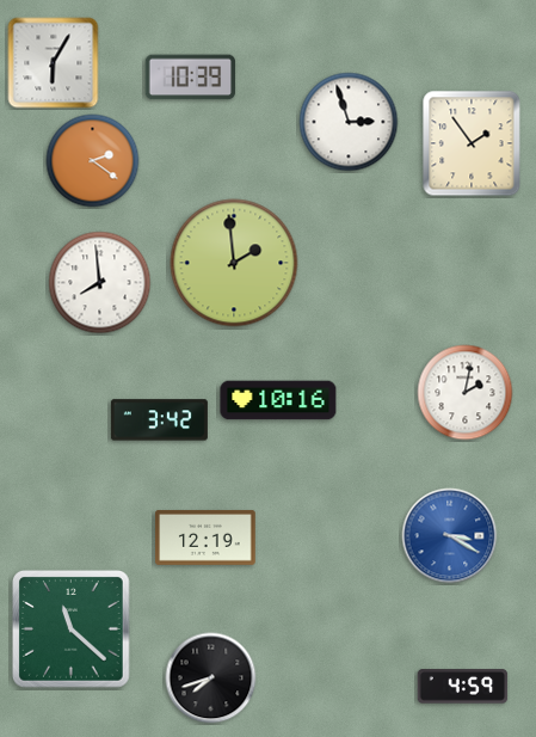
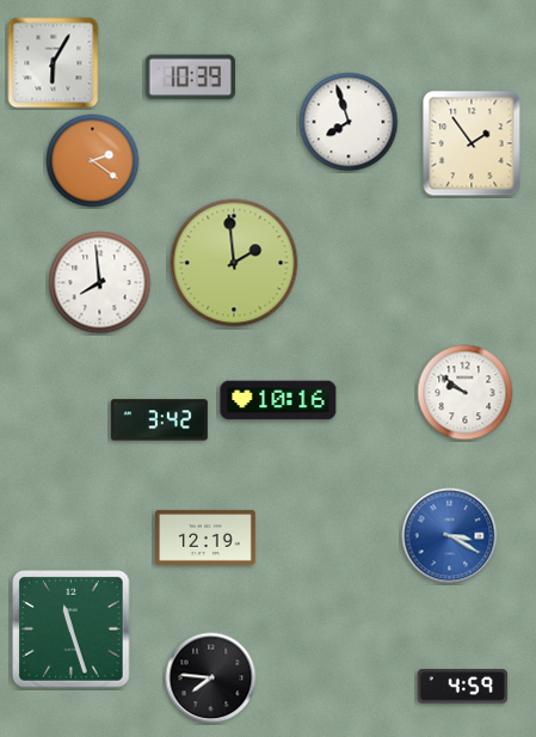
clock at (349, 122): 2:57 -> 7:57
clock at (466, 393): 2:02 -> 9:51
clock at (72, 629): 11:22 -> 11:27
clock at (211, 678): 7:42 -> 7:46
